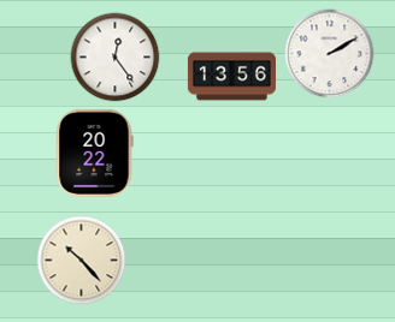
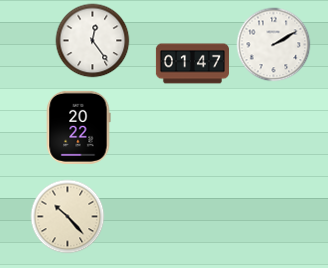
clock at (116, 58) position: (116, 58) -> (93, 41)
clock at (231, 77): 13:56 -> 01:47
